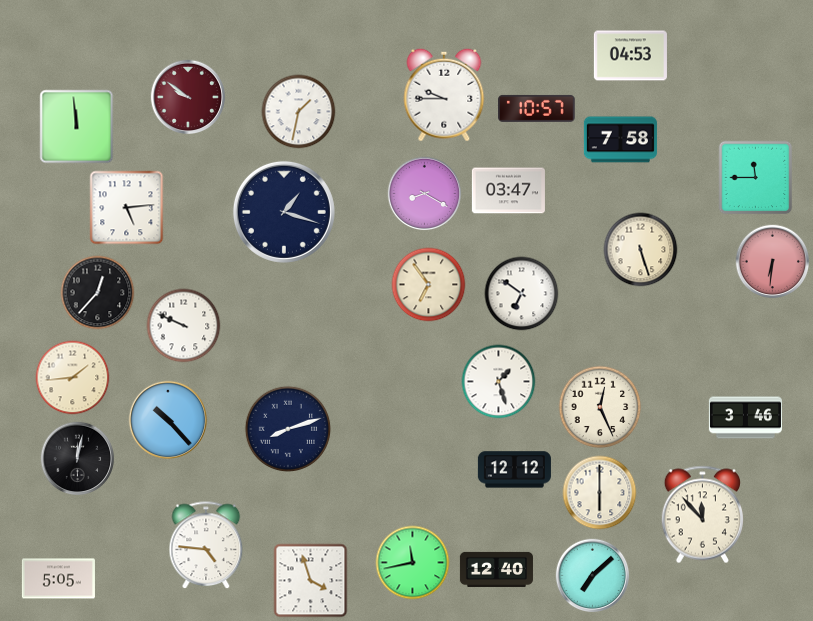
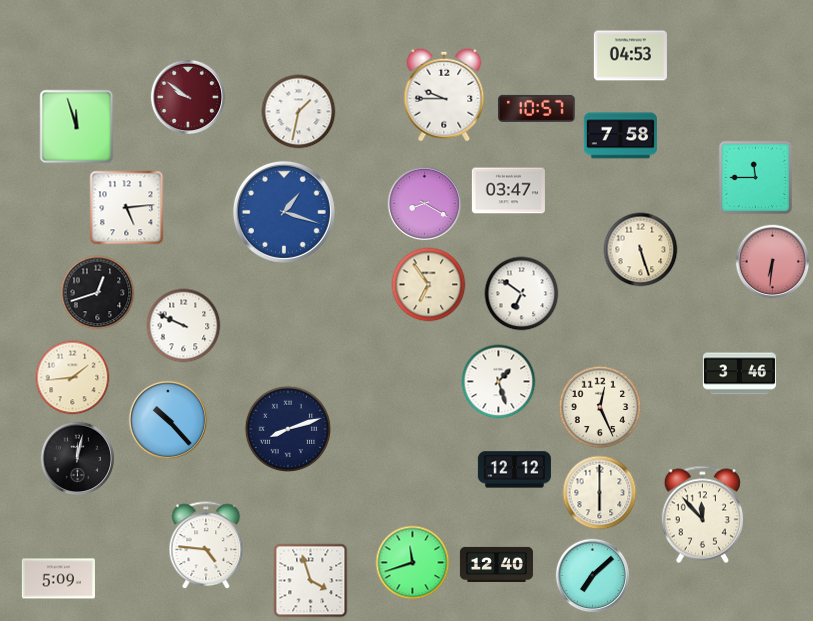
clock at (77, 127): 11:59 -> 11:57
clock at (620, 140) position: (620, 140) -> (620, 136)
clock at (425, 194) position: (425, 194) -> (425, 204)
clock at (284, 212) dial: navy -> blue
clock at (98, 293): 12:37 -> 12:42
clock at (745, 418) position: (745, 418) -> (739, 374)
clock at (413, 563): 11:43 -> 11:42
clock at (496, 569) position: (496, 569) -> (496, 564)
clock at (58, 579): 5:05 -> 5:09
